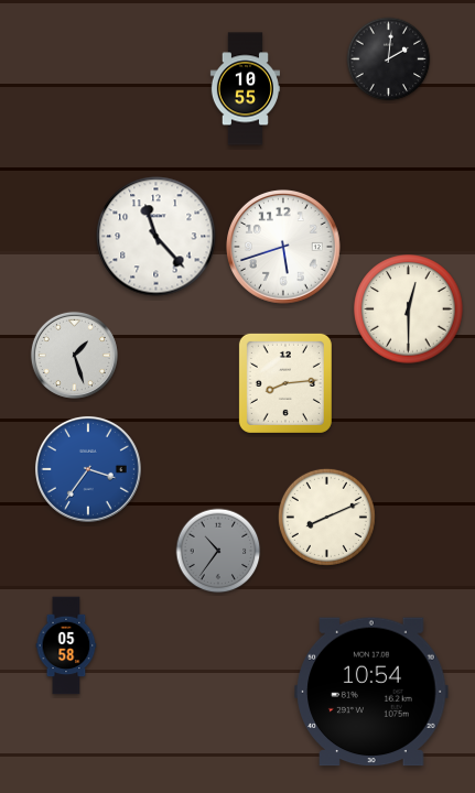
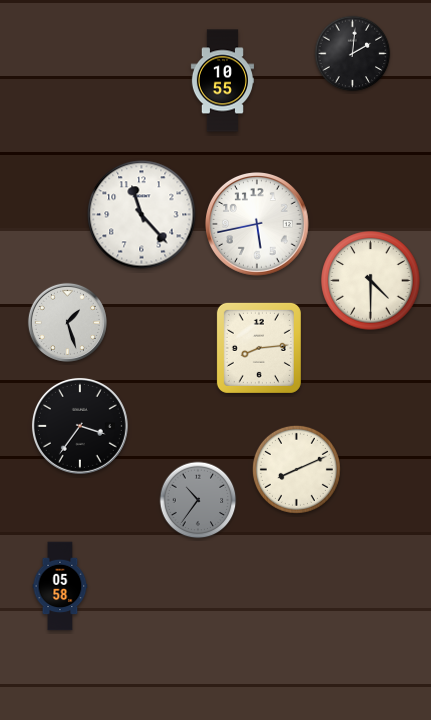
clock at (284, 248): 5:42 -> 5:43
clock at (409, 309): 12:30 -> 4:30
clock at (88, 469) dial: blue -> black
clock at (371, 692): 10:54 -> none
